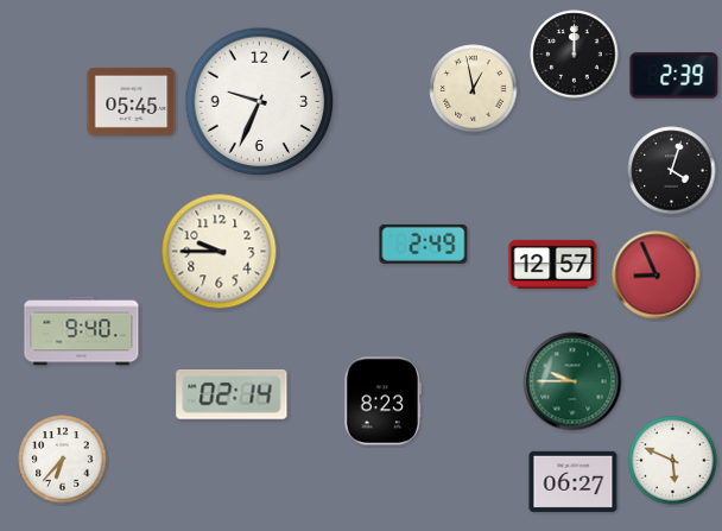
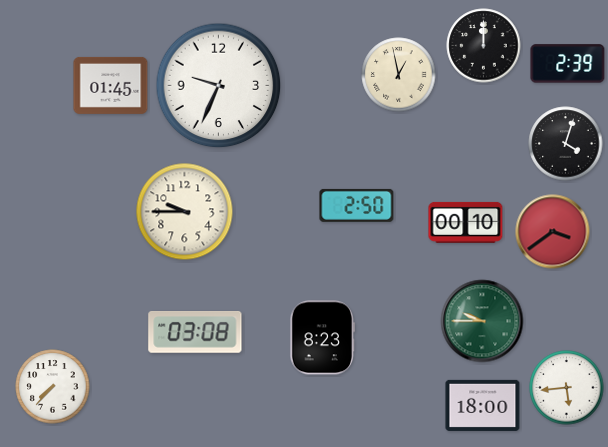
clock at (132, 101): 05:45 -> 01:45
clock at (424, 244): 2:49 -> 2:50
clock at (553, 264): 12:57 -> 00:10
clock at (657, 276): 8:56 -> 3:39
clock at (82, 331): 9:40 -> none
clock at (232, 396): 02:14 -> 03:08
clock at (63, 460): 6:37 -> 7:37
clock at (673, 461): 5:49 -> 5:44
clock at (574, 481): 06:27 -> 18:00
